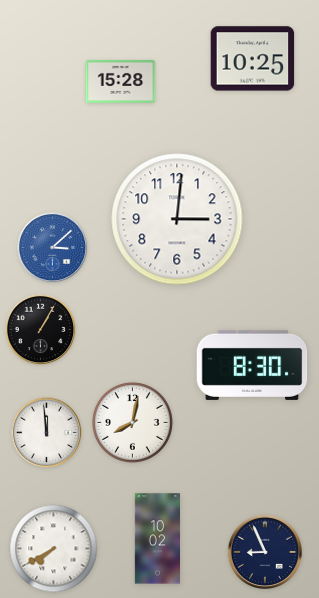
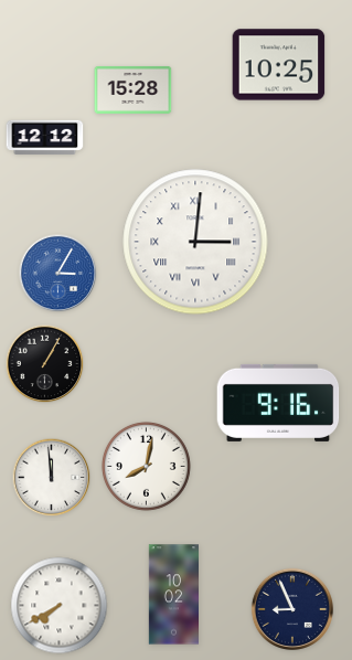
clock at (45, 137): none -> 12:12
clock at (177, 219) numerals: Arabic -> Roman
clock at (53, 248): 3:08 -> 3:05
clock at (252, 365): 8:30 -> 9:16
